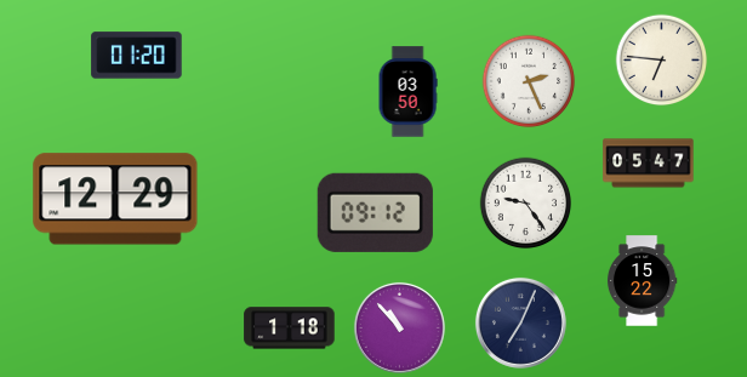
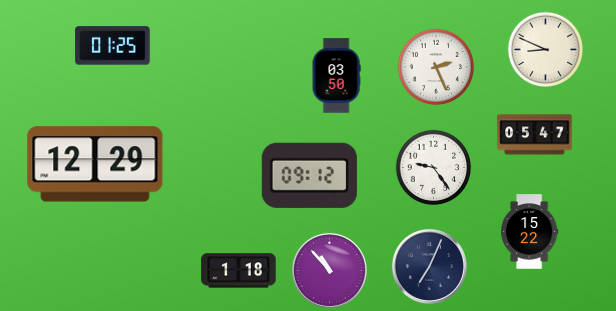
clock at (137, 56): 01:20 -> 01:25
clock at (662, 61): 6:46 -> 8:49
